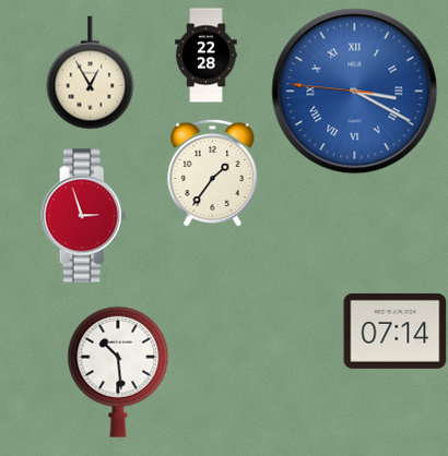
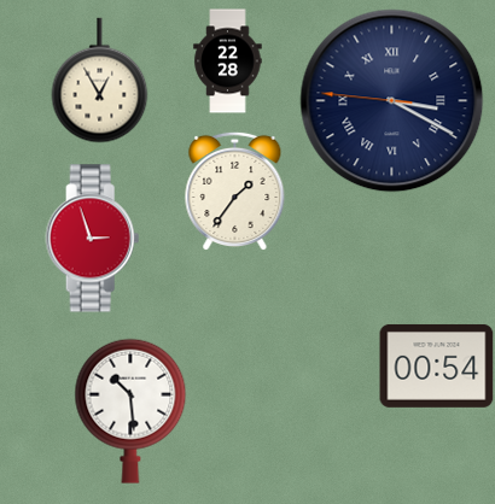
clock at (355, 92) dial: blue -> navy
clock at (396, 331): 07:14 -> 00:54
